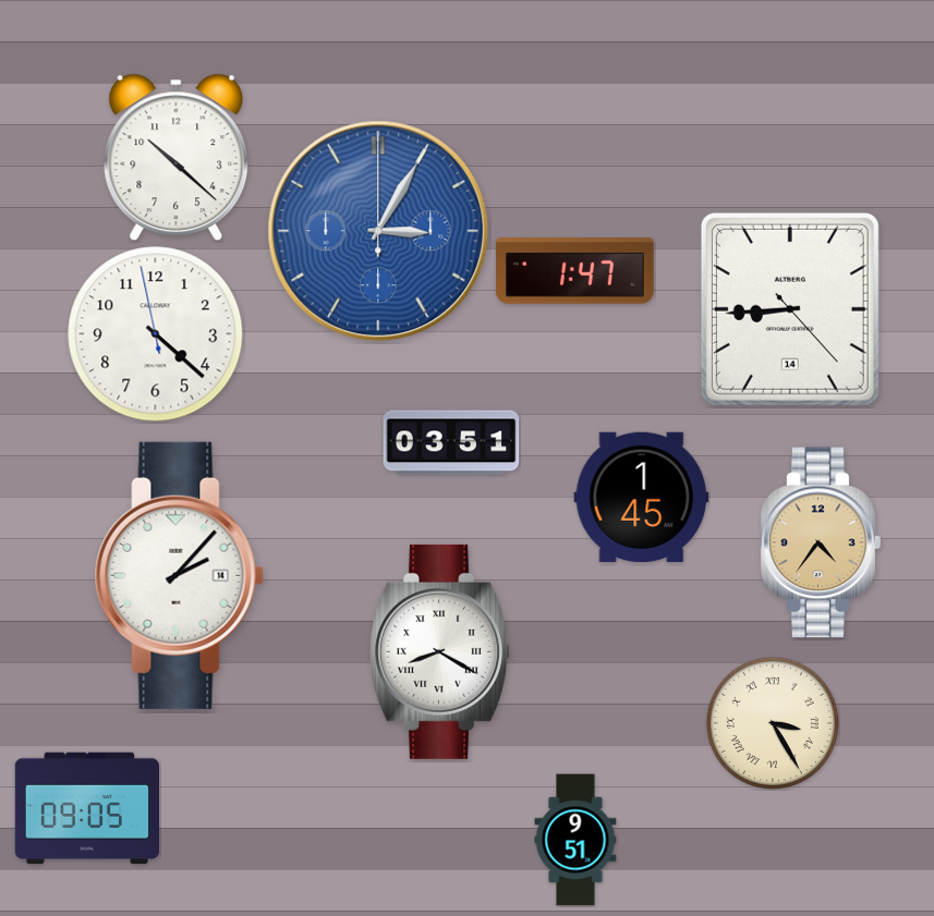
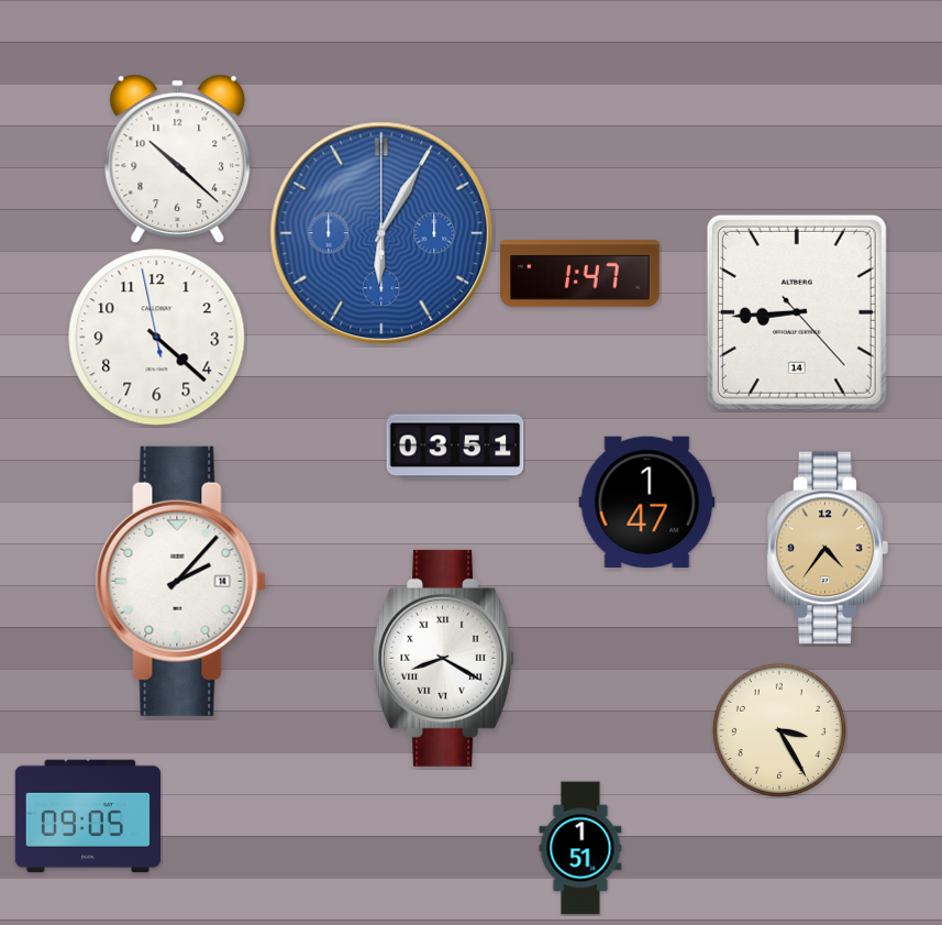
clock at (378, 231): 3:05 -> 6:05
clock at (642, 497): 1:45 -> 1:47
clock at (773, 723) numerals: Roman -> Arabic
clock at (575, 840): 9:51 -> 1:51
